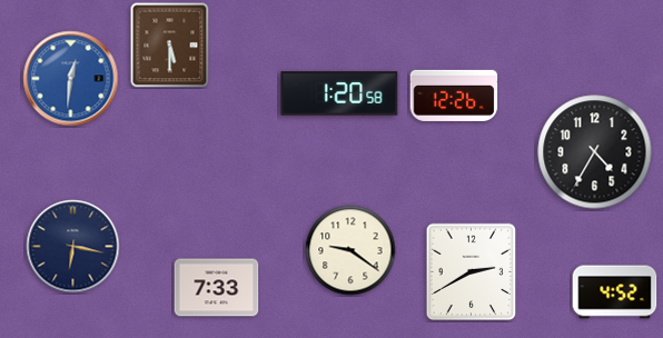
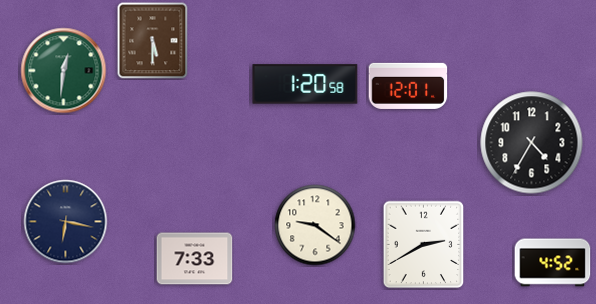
clock at (71, 79) dial: blue -> green
clock at (454, 96): 12:26 -> 12:01
clock at (595, 152) position: (595, 152) -> (532, 143)
